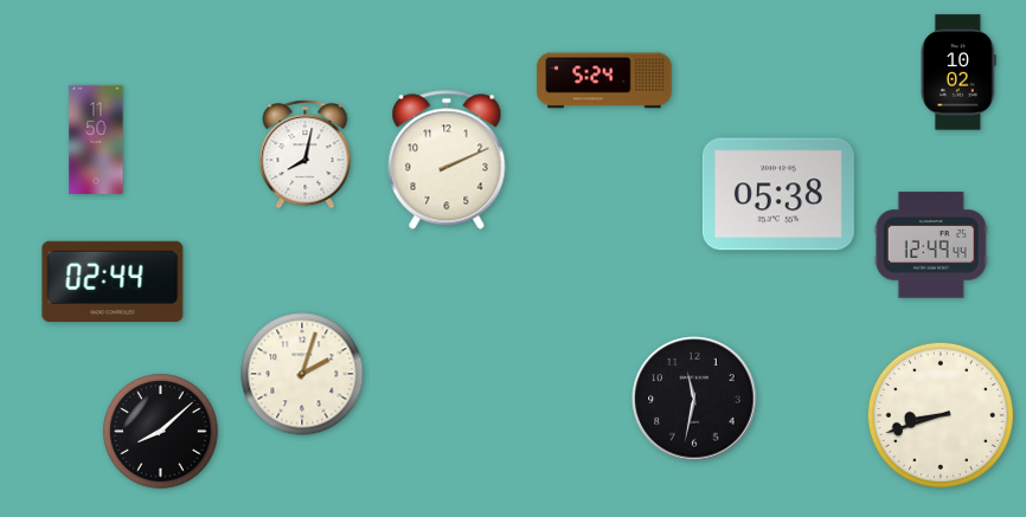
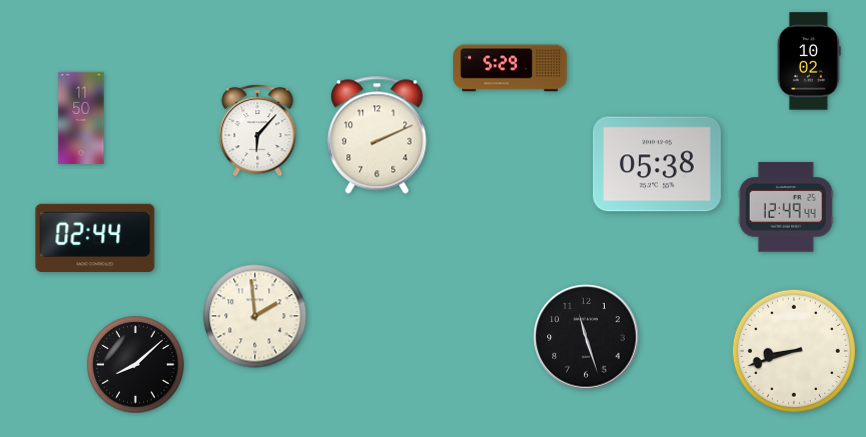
clock at (604, 80): 5:24 -> 5:29
clock at (306, 155): 8:02 -> 6:07
clock at (302, 374): 2:03 -> 1:59
clock at (694, 399): 11:32 -> 11:27
